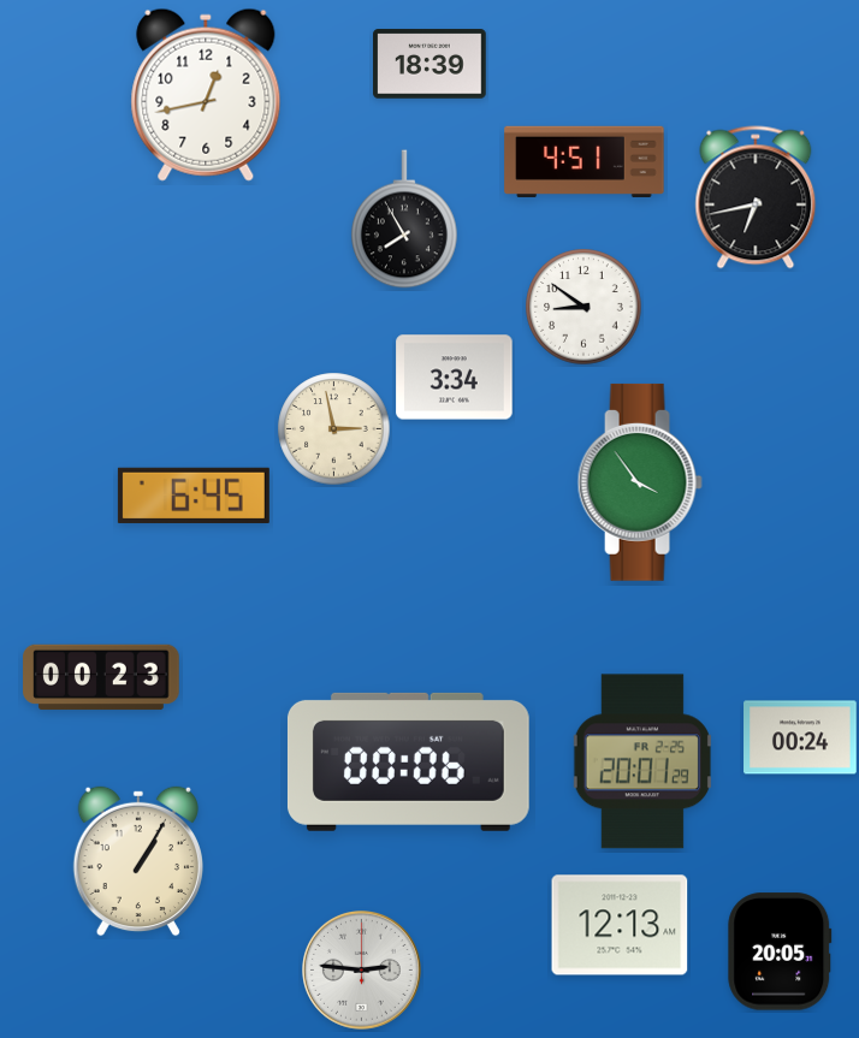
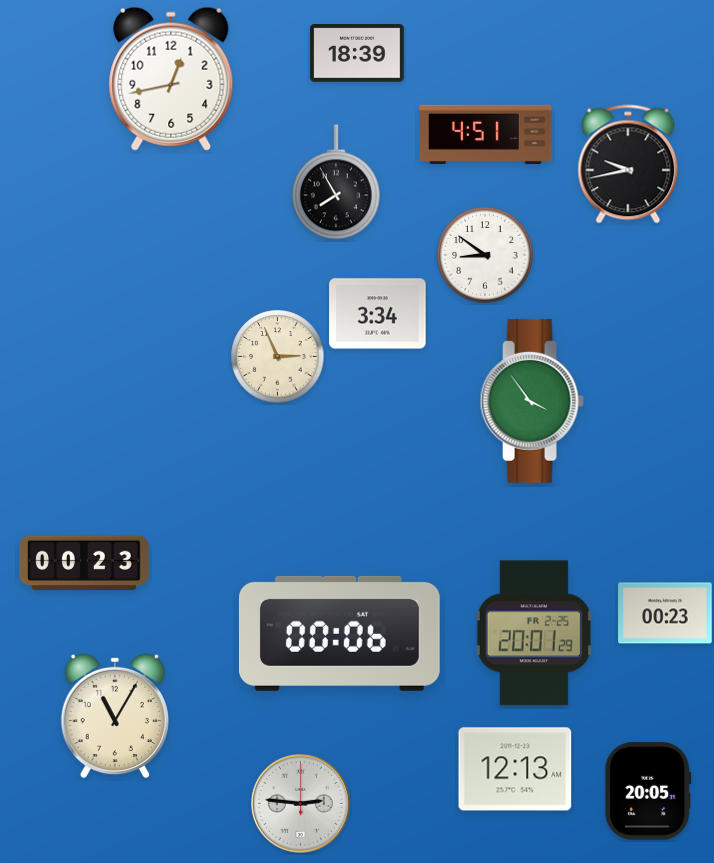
clock at (756, 197): 6:43 -> 9:43
clock at (334, 429): 2:58 -> 2:56
clock at (194, 496): 6:45 -> none
clock at (800, 737): 00:24 -> 00:23
clock at (138, 861): 1:05 -> 11:05
clock at (362, 971) position: (362, 971) -> (301, 804)
